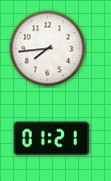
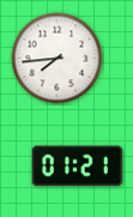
clock at (51, 139) position: (51, 139) -> (77, 167)
